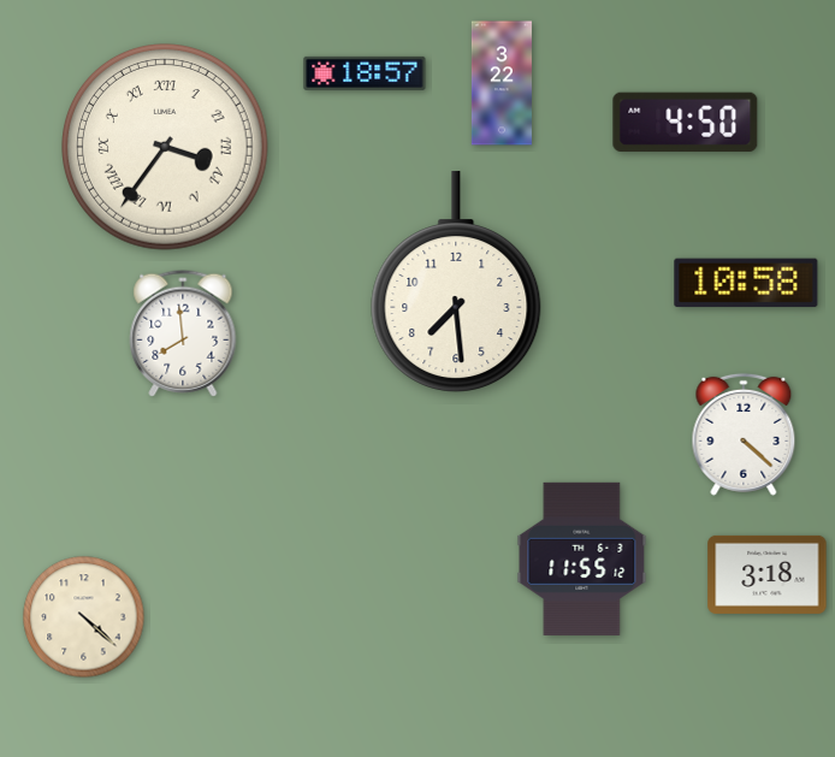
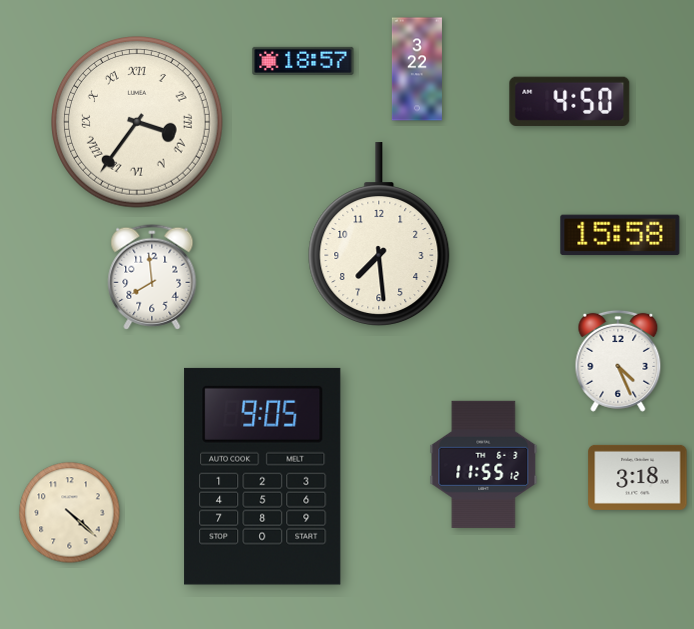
clock at (746, 283): 10:58 -> 15:58
clock at (744, 434): 4:22 -> 4:26
clock at (263, 476): none -> 9:05
